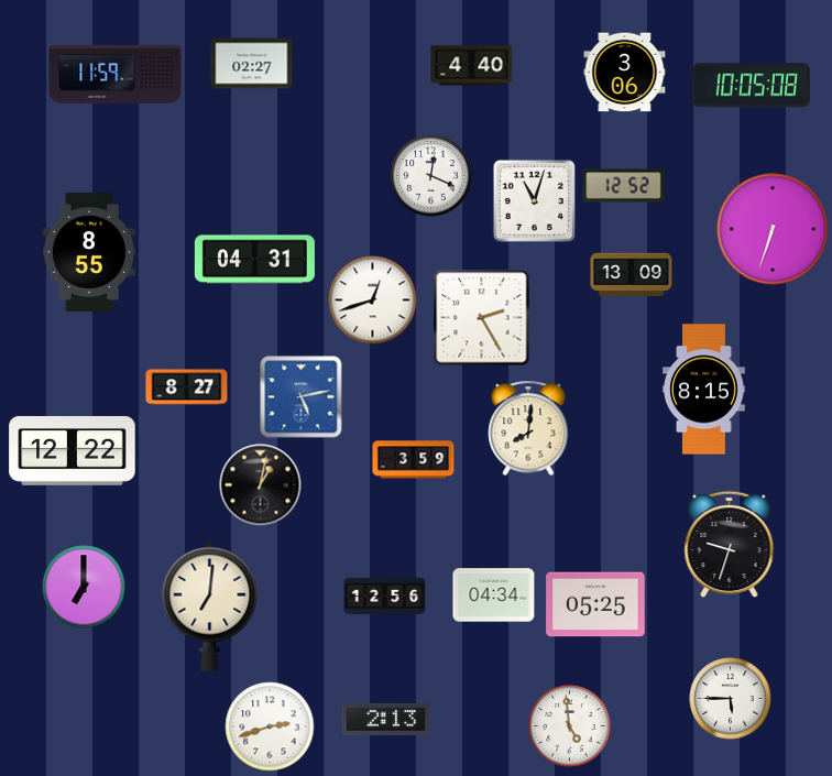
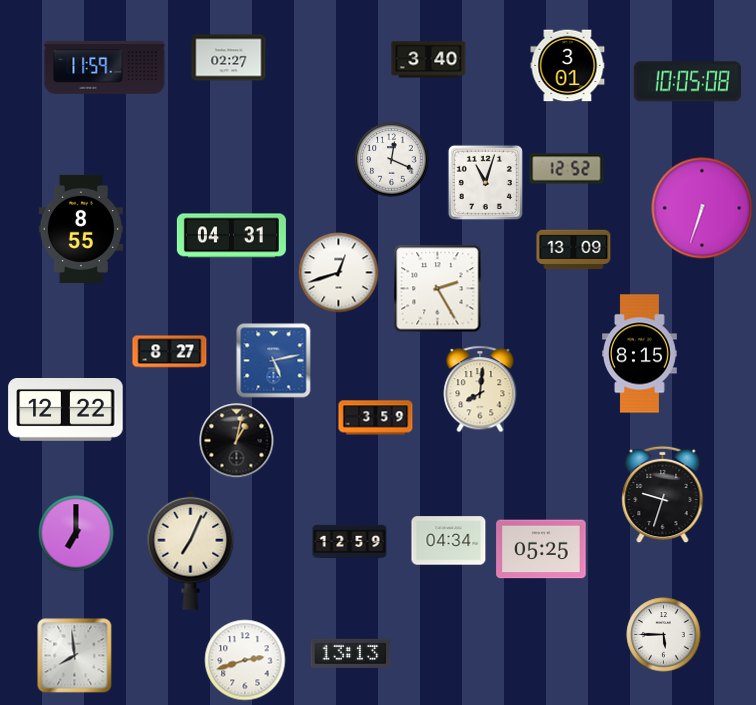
clock at (472, 66): 4:40 -> 3:40
clock at (625, 73): 3:06 -> 3:01
clock at (751, 86) position: (751, 86) -> (687, 82)
clock at (385, 597): 12:56 -> 12:59
clock at (210, 605): 7:01 -> 7:04
clock at (386, 719): 2:13 -> 13:13
clock at (75, 656): none -> 7:59
clock at (570, 726): 4:59 -> none
